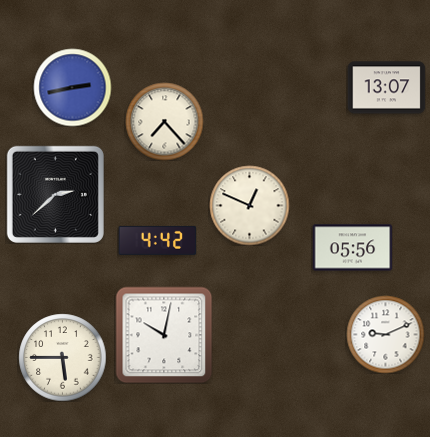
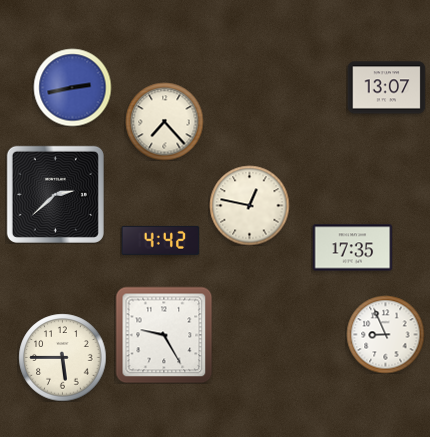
clock at (249, 205): 12:49 -> 12:47
clock at (157, 240) position: (157, 240) -> (160, 240)
clock at (352, 248): 05:56 -> 17:35
clock at (385, 334): 9:11 -> 8:56
clock at (164, 335): 10:02 -> 9:25
